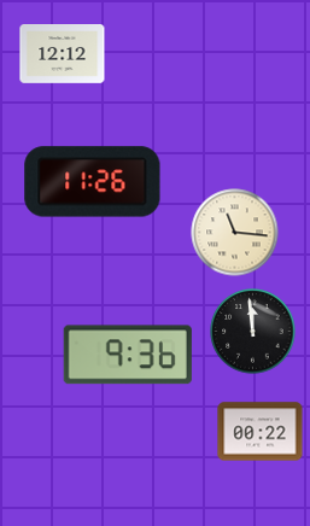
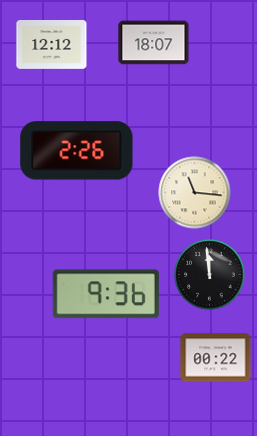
clock at (154, 43): none -> 18:07
clock at (93, 182): 11:26 -> 2:26
